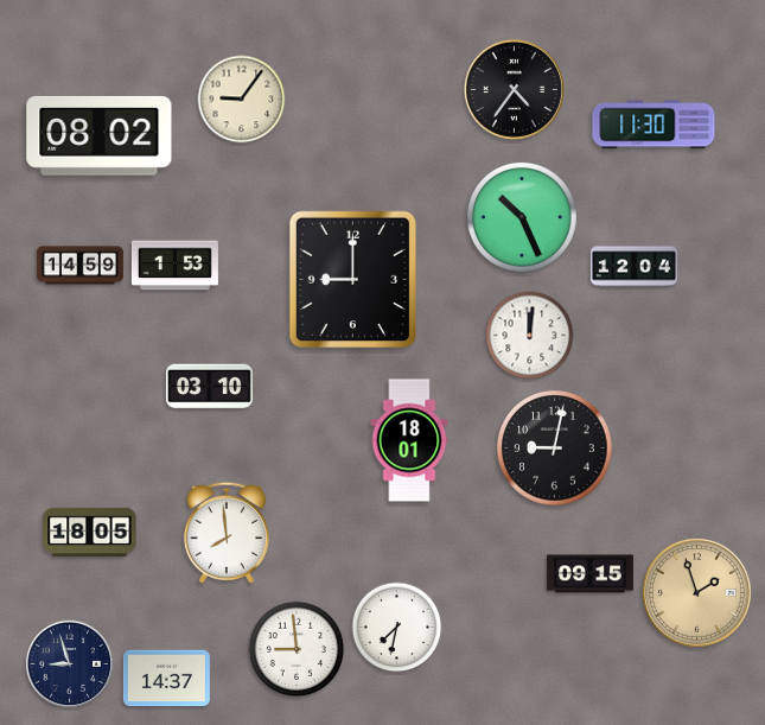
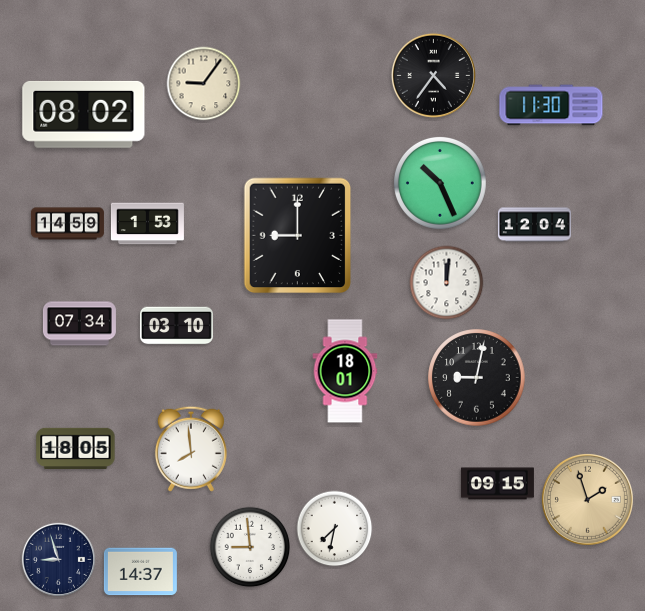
clock at (79, 324): none -> 07:34
clock at (555, 449) position: (555, 449) -> (477, 378)
